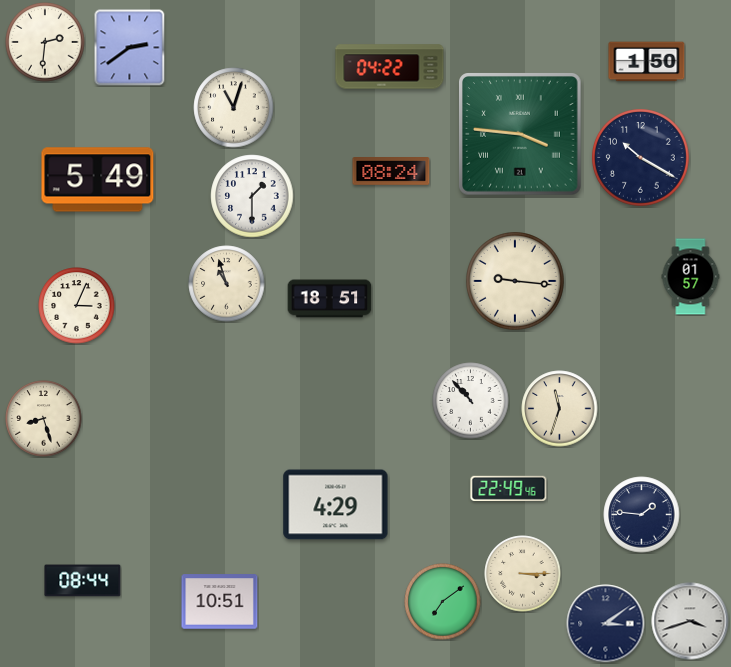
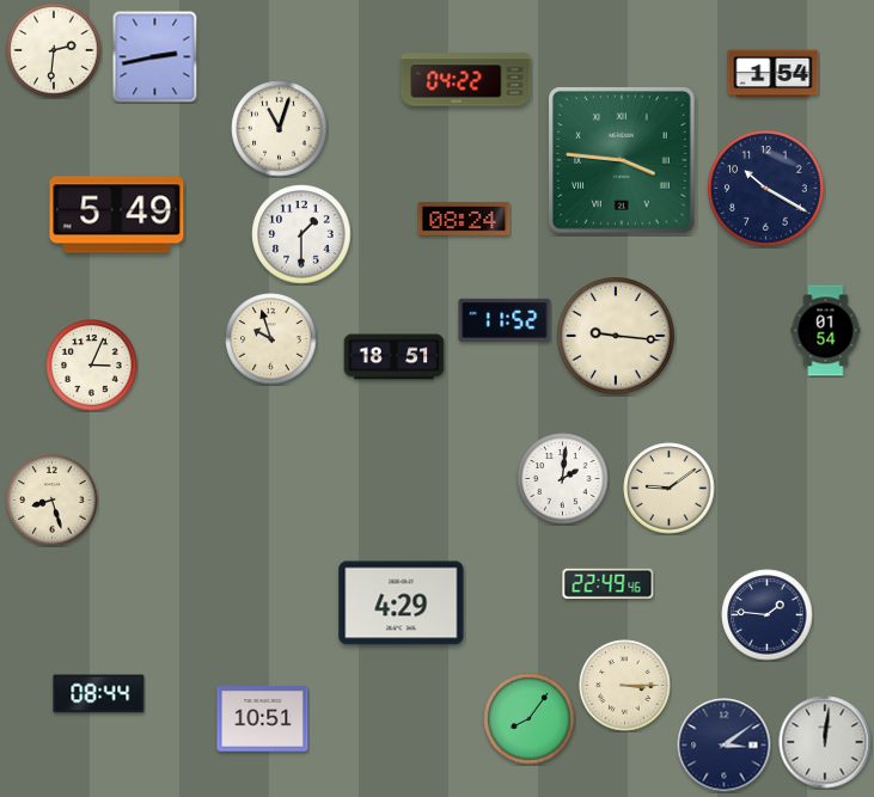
clock at (130, 47): 2:39 -> 2:43
clock at (647, 62): 1:50 -> 1:54
clock at (391, 172) position: (391, 172) -> (464, 220)
clock at (505, 320): none -> 11:52
clock at (691, 277): 01:57 -> 01:54
clock at (227, 284): 10:57 -> 9:57
clock at (471, 401): 10:53 -> 2:01
clock at (560, 409): 11:33 -> 9:09
clock at (443, 602): 7:09 -> 8:06
clock at (690, 621): 3:42 -> 12:01
